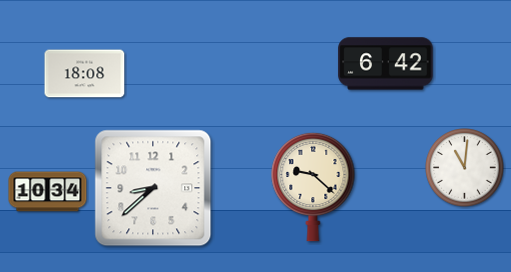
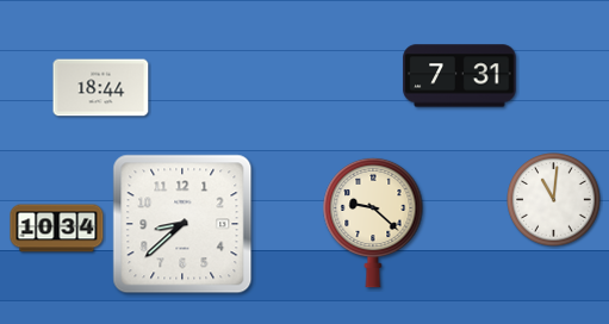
clock at (386, 64): 6:42 -> 7:31
clock at (85, 74): 18:08 -> 18:44
